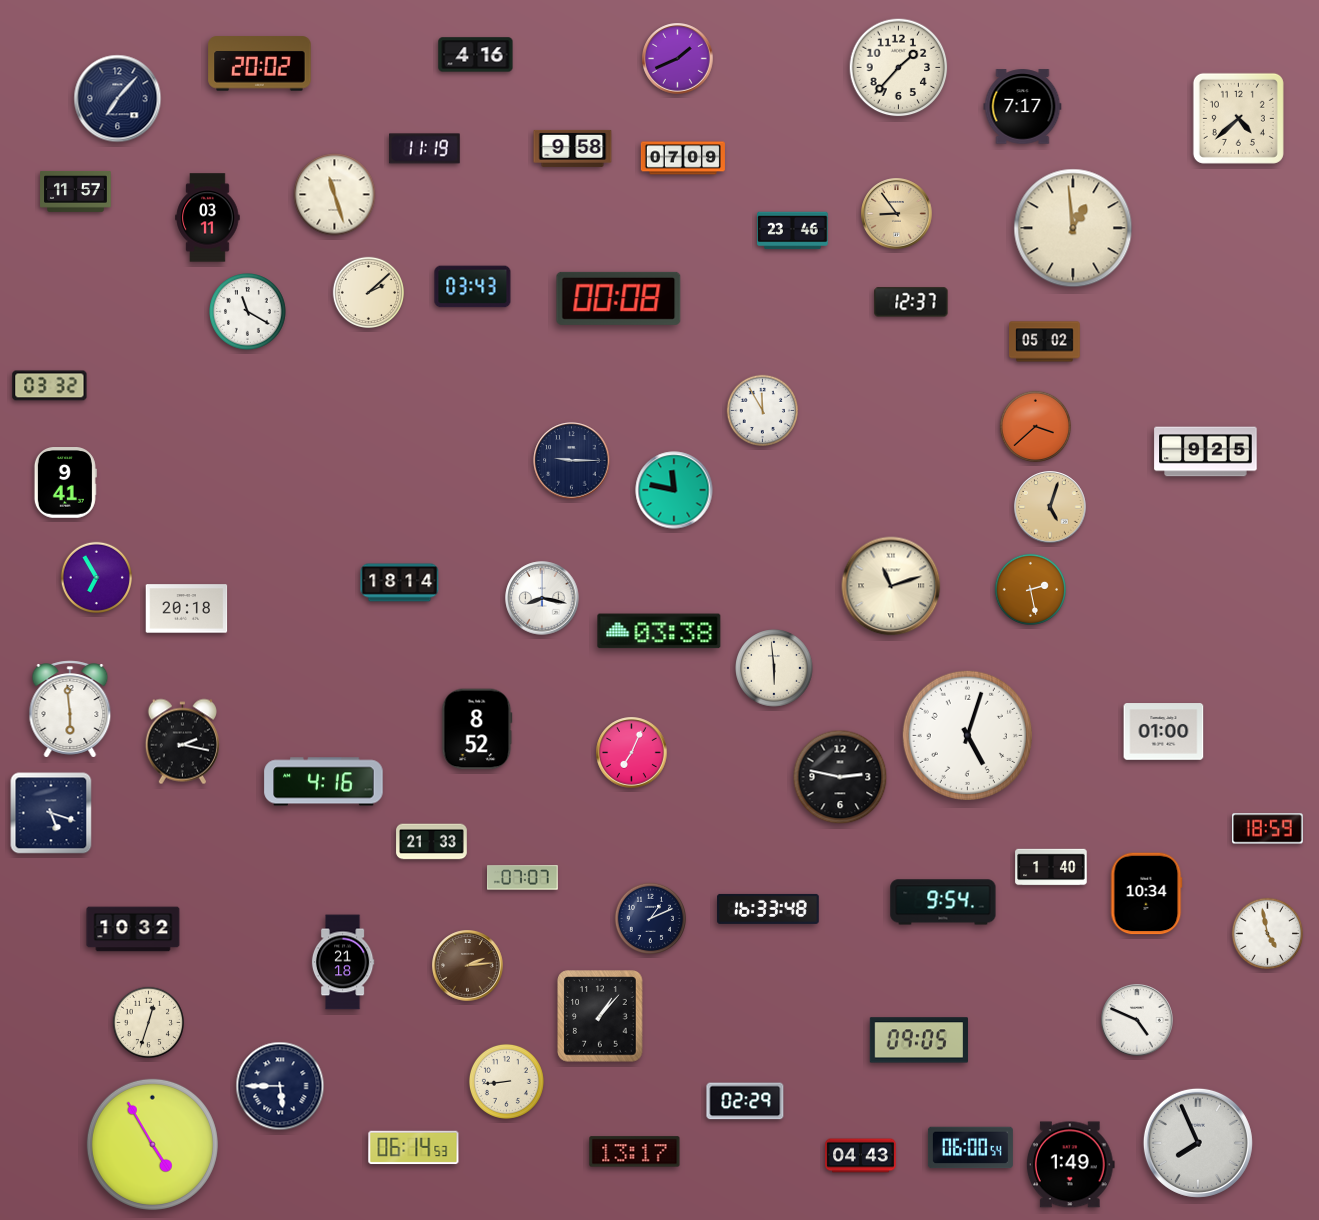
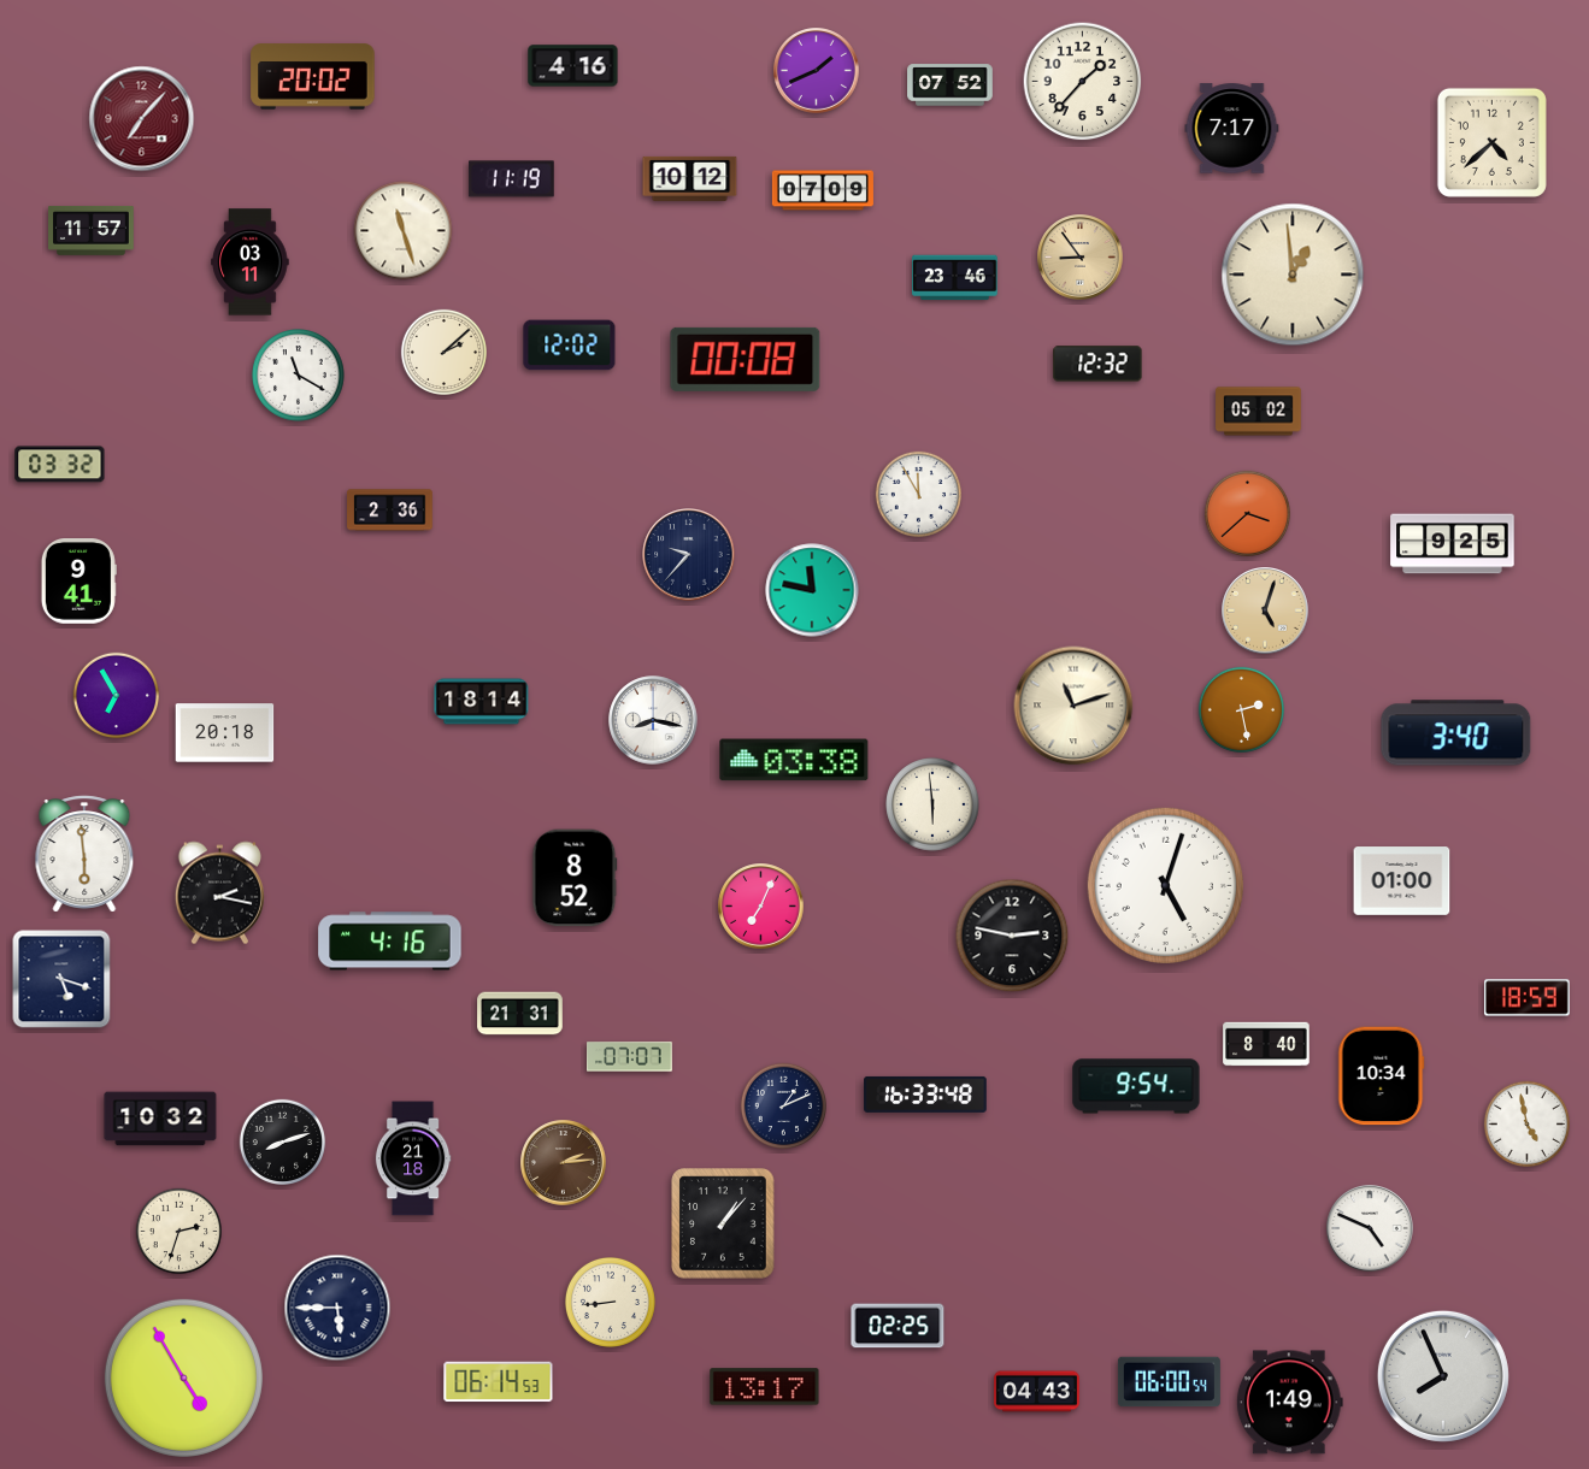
clock at (951, 85): none -> 07:52
clock at (118, 99) dial: navy -> burgundy
clock at (573, 148): 9:58 -> 10:12
clock at (335, 195) position: (335, 195) -> (404, 231)
clock at (473, 287): 03:43 -> 12:02
clock at (911, 302): 12:37 -> 12:32
clock at (390, 511): none -> 2:36
clock at (572, 461): 9:15 -> 9:37
clock at (1456, 733): none -> 3:40
clock at (432, 842): 21:33 -> 21:31
clock at (1051, 867): 1:40 -> 8:40
clock at (282, 1141): none -> 8:12
clock at (148, 1022): 12:33 -> 2:33
clock at (919, 1040): 09:05 -> none
clock at (745, 1101): 02:29 -> 02:25
